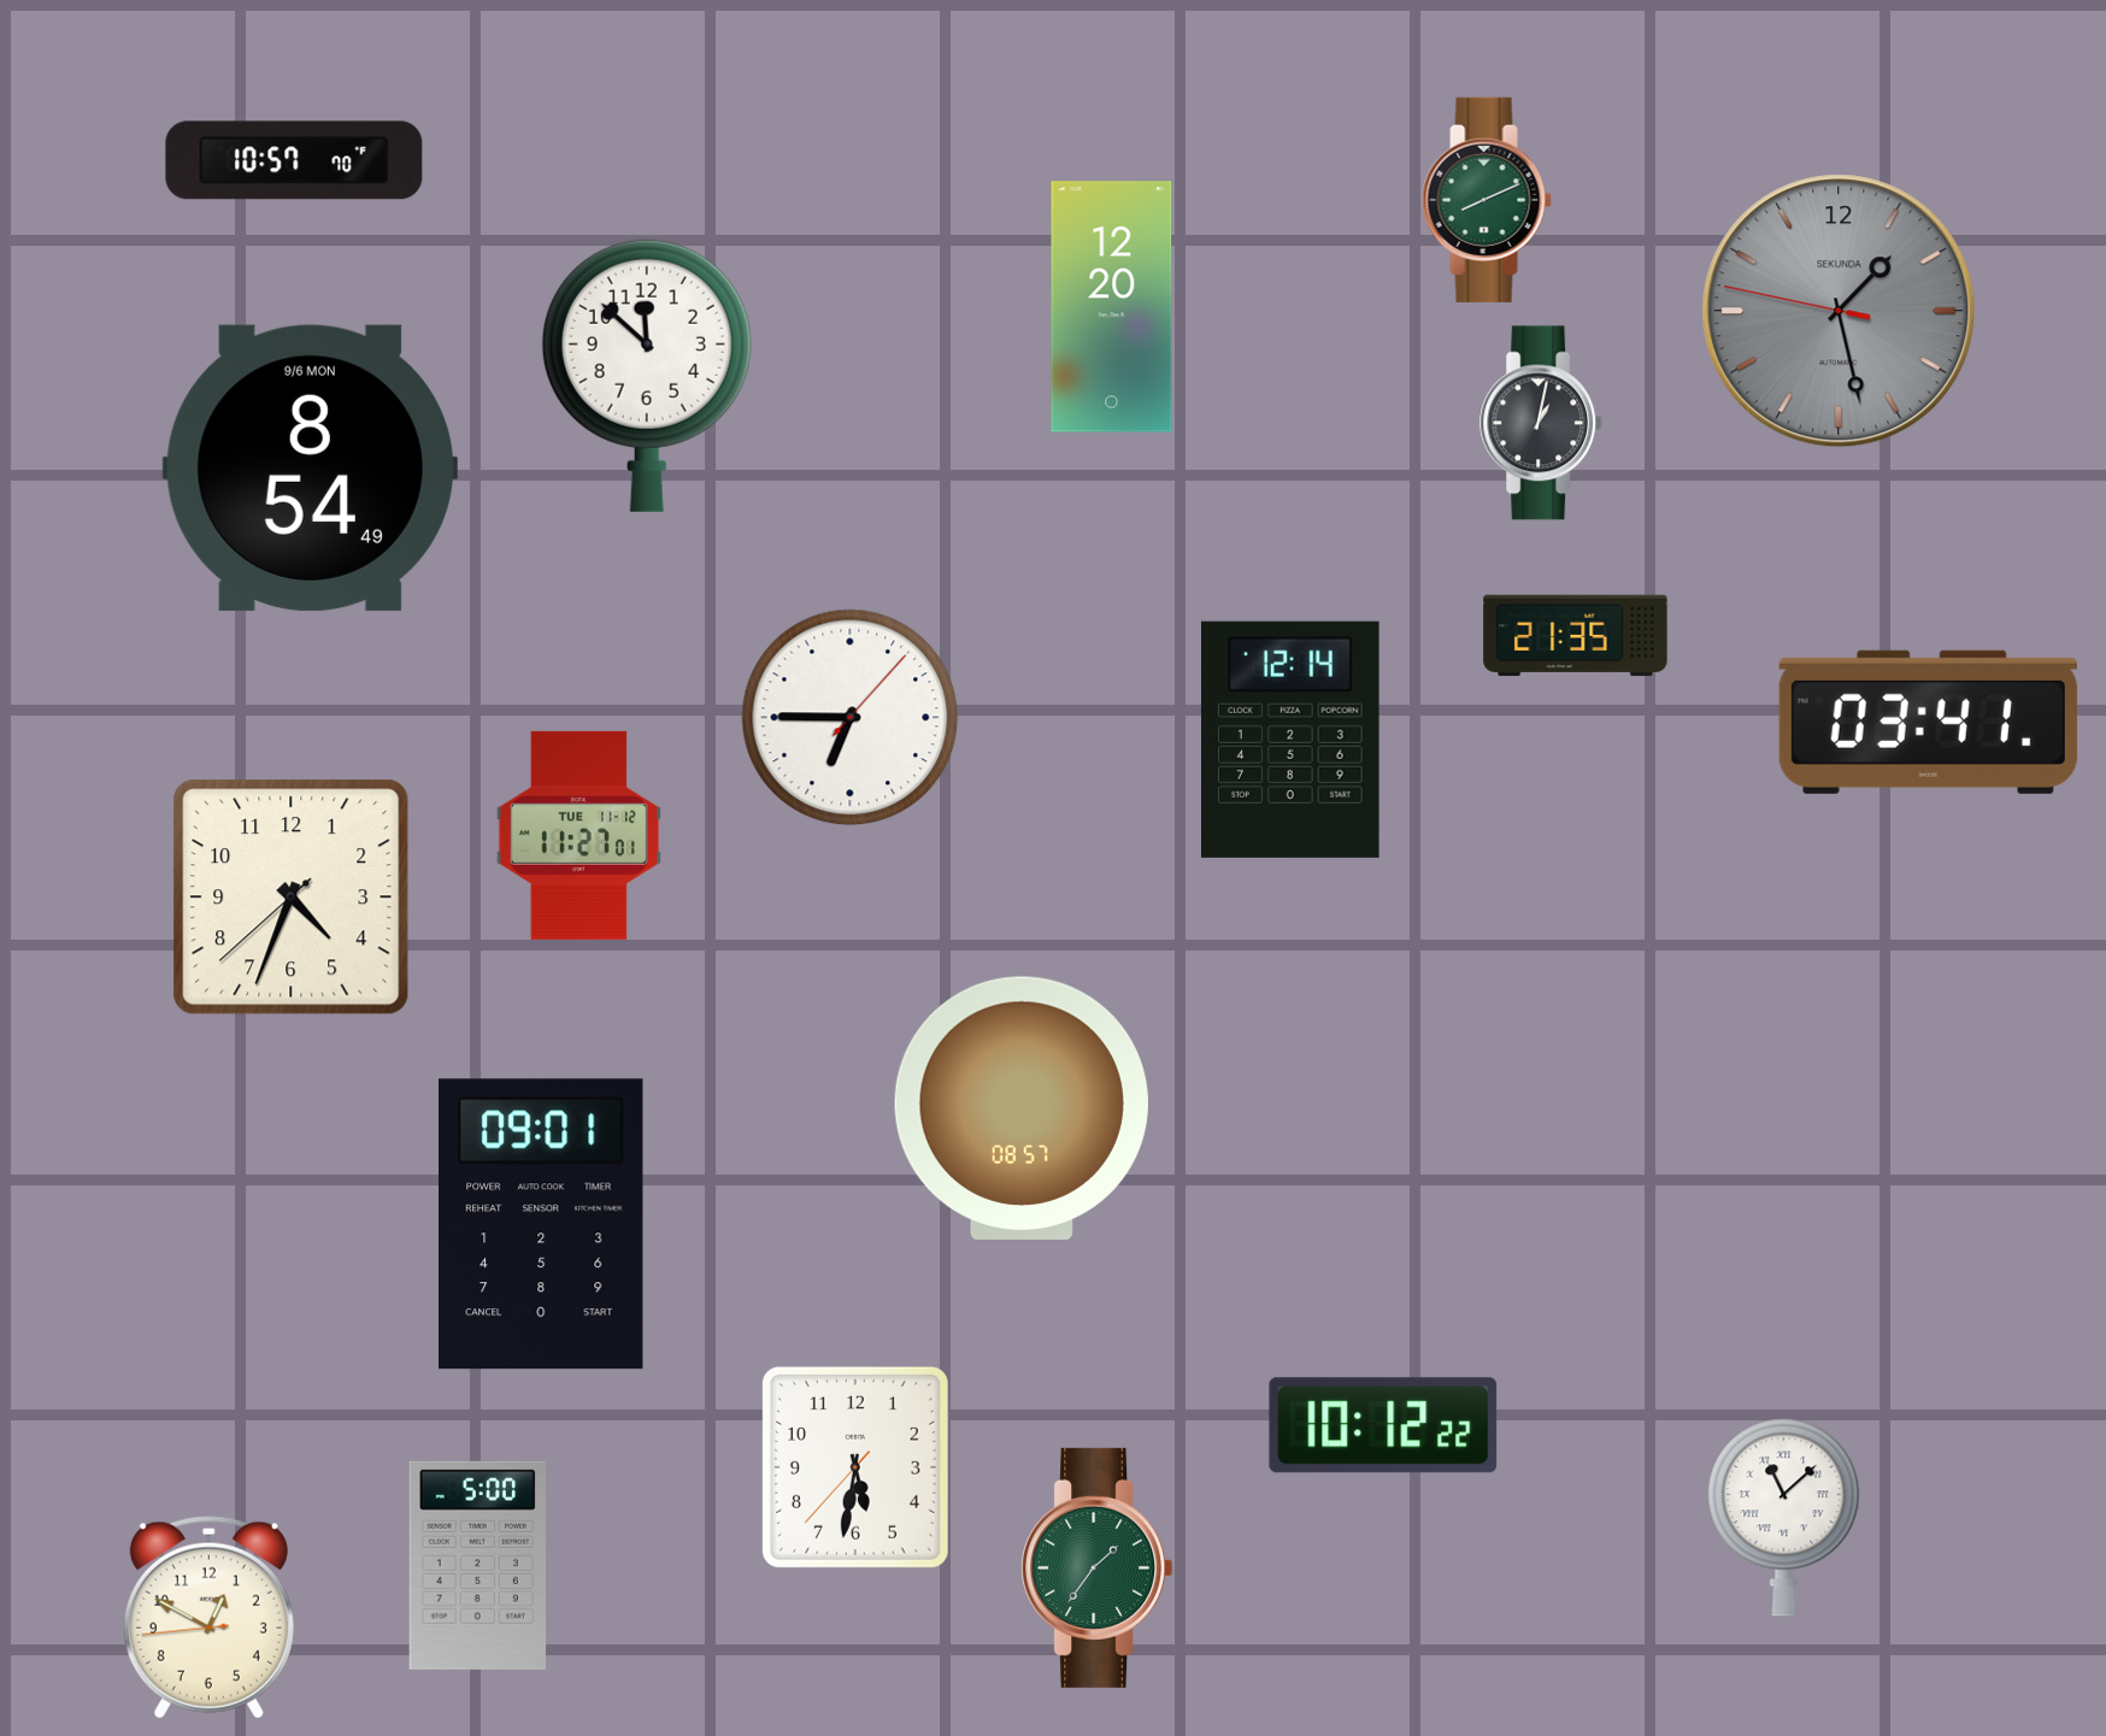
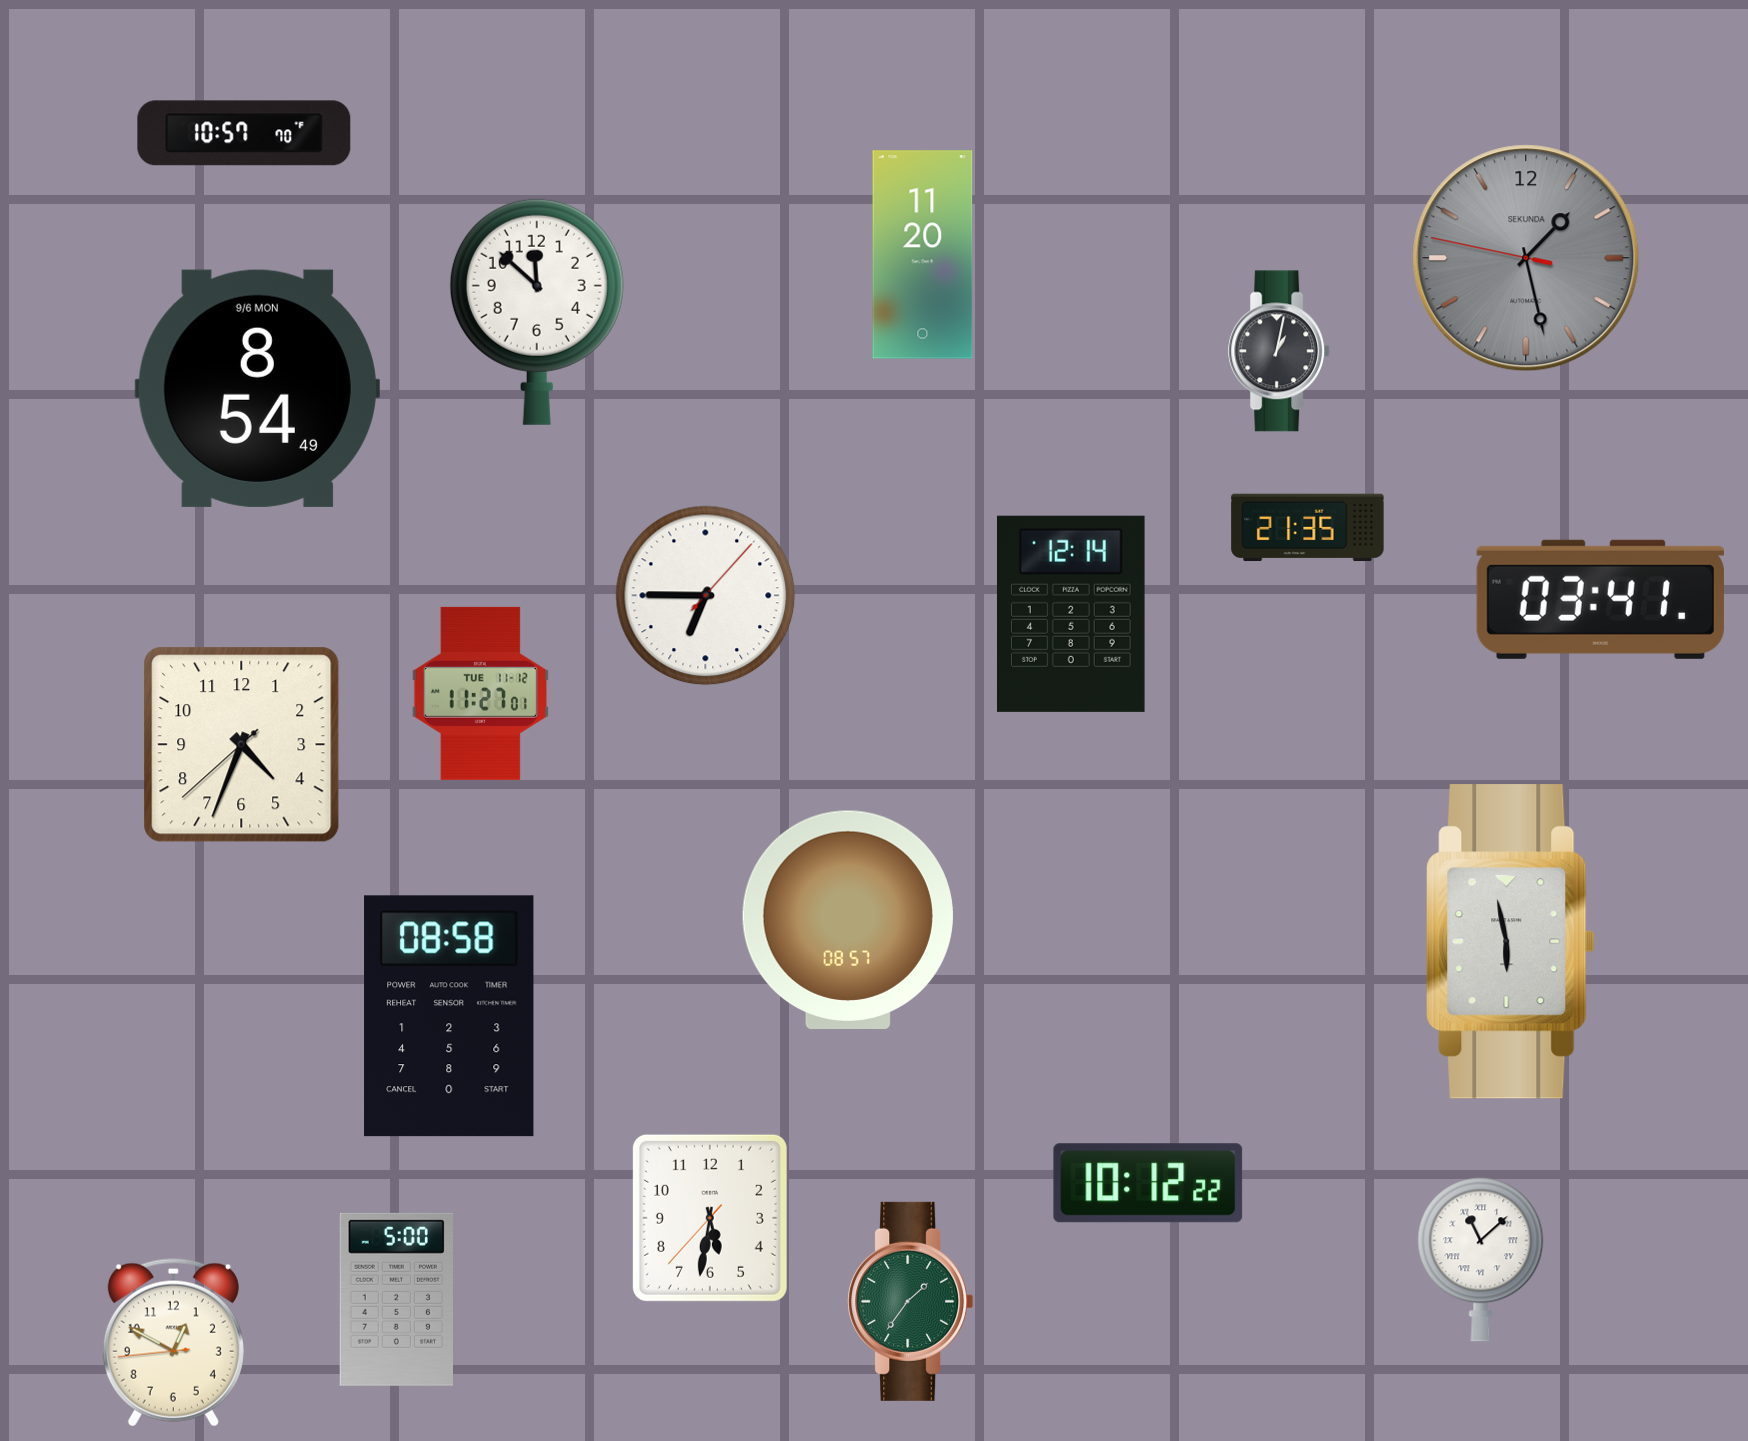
clock at (1487, 200): 8:11 -> none
clock at (1112, 307): 12:20 -> 11:20
clock at (1511, 942): none -> 5:58
clock at (541, 1224): 09:01 -> 08:58
